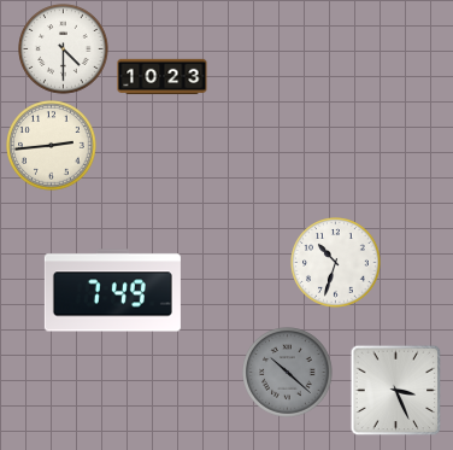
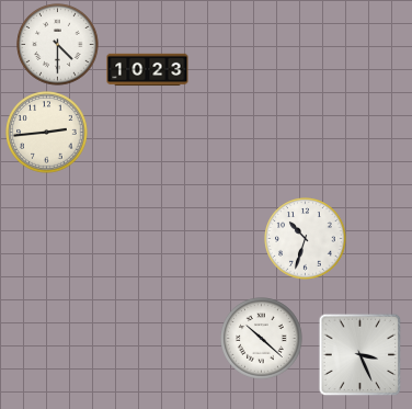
clock at (112, 291): 7:49 -> none
clock at (288, 373) dial: grey -> white
